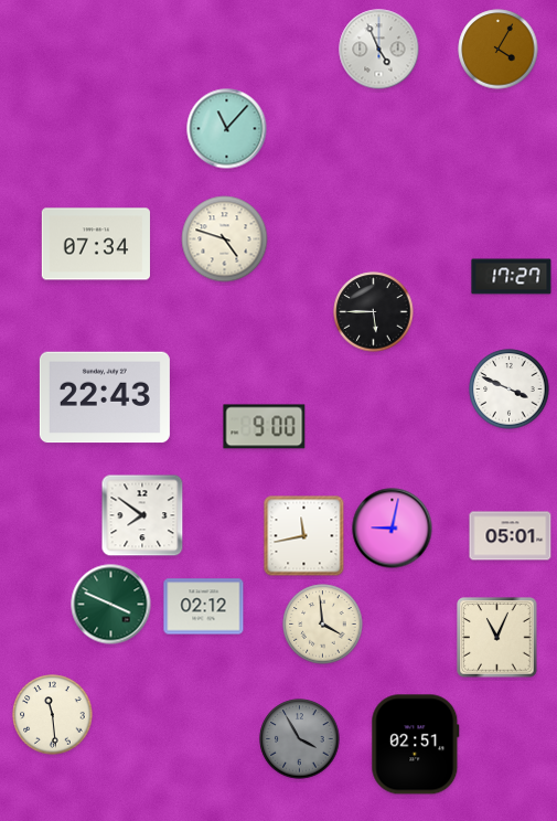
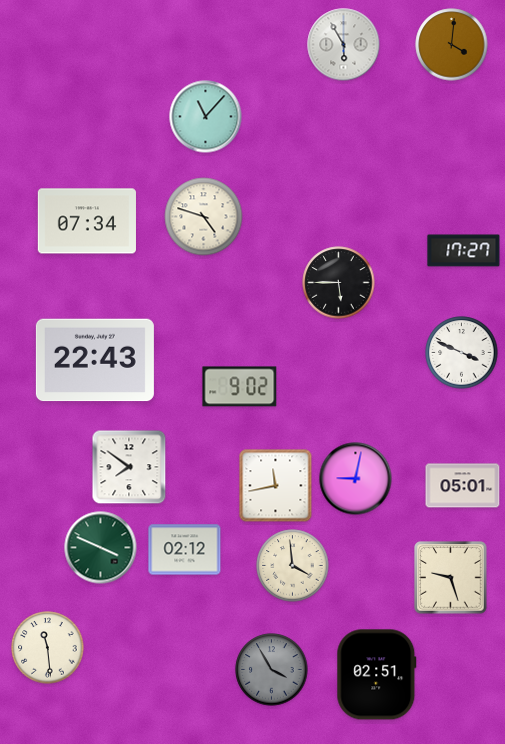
clock at (379, 50): 4:56 -> 5:55
clock at (499, 50): 4:05 -> 4:01
clock at (265, 427): 9:00 -> 9:02
clock at (497, 638): 11:04 -> 9:27
